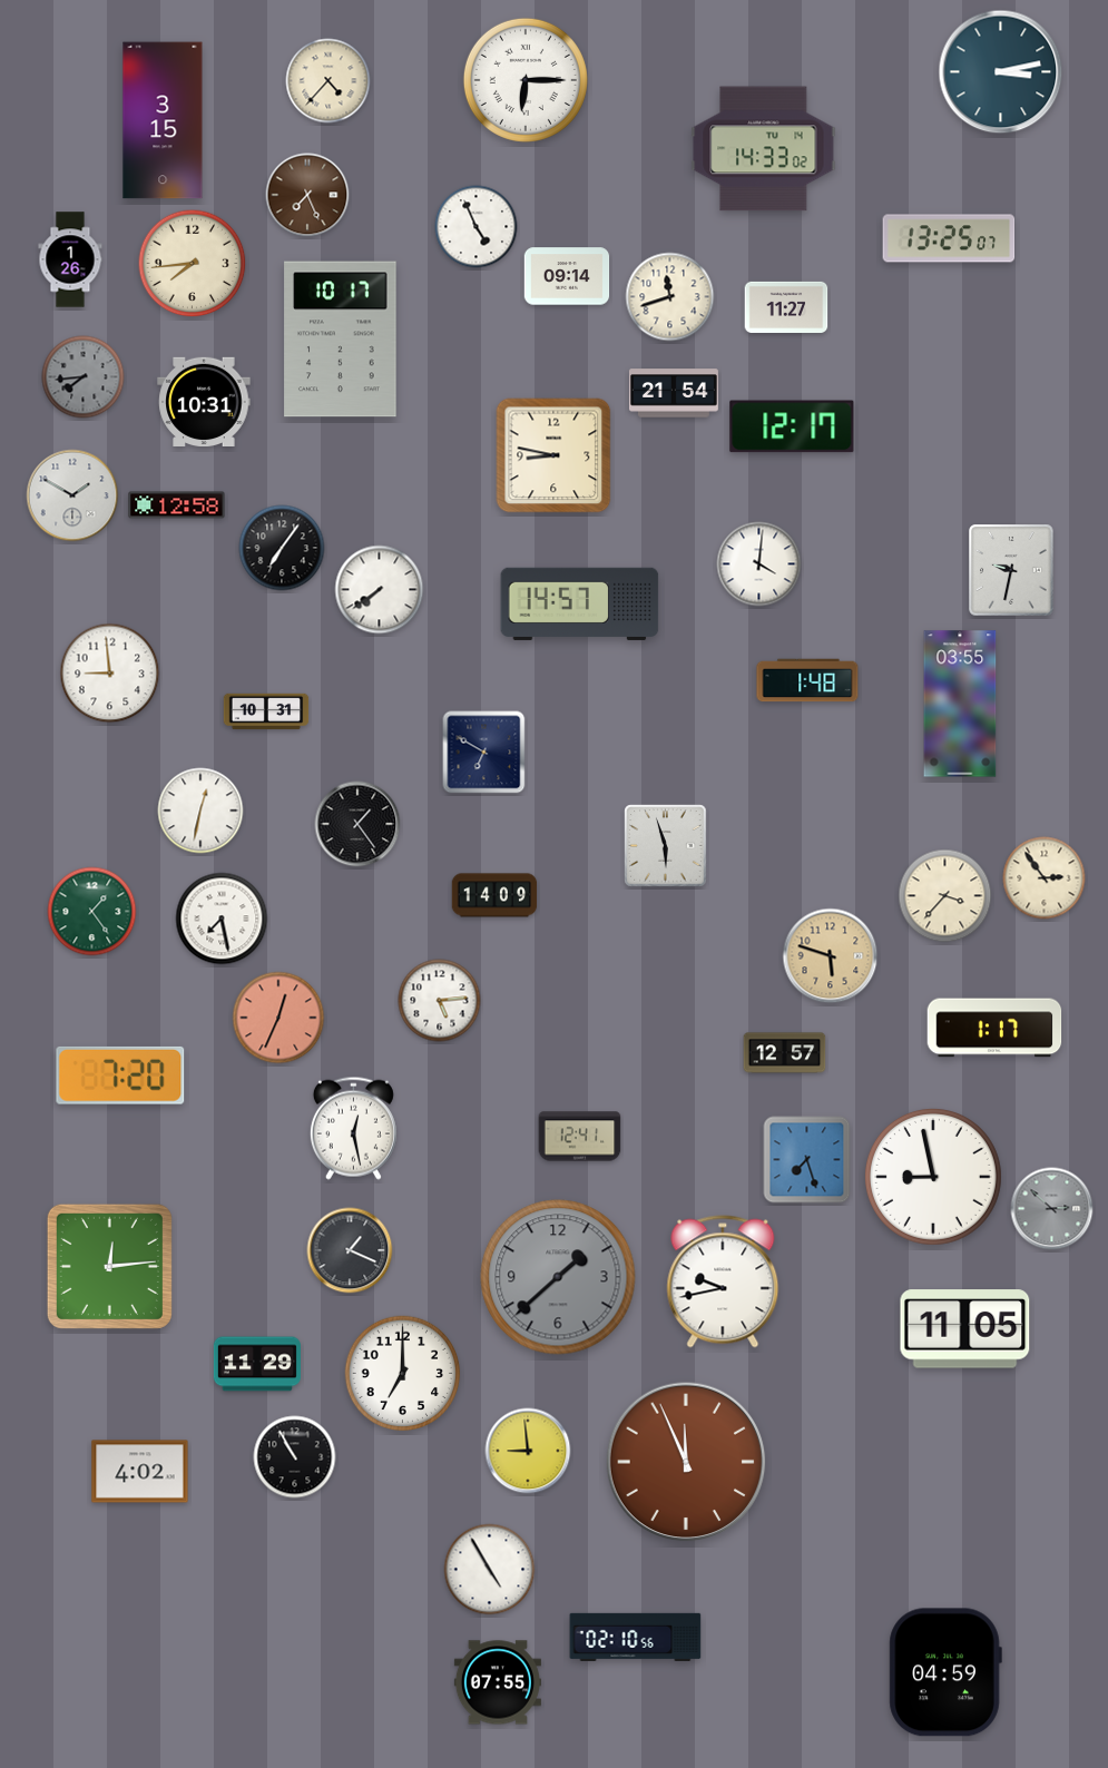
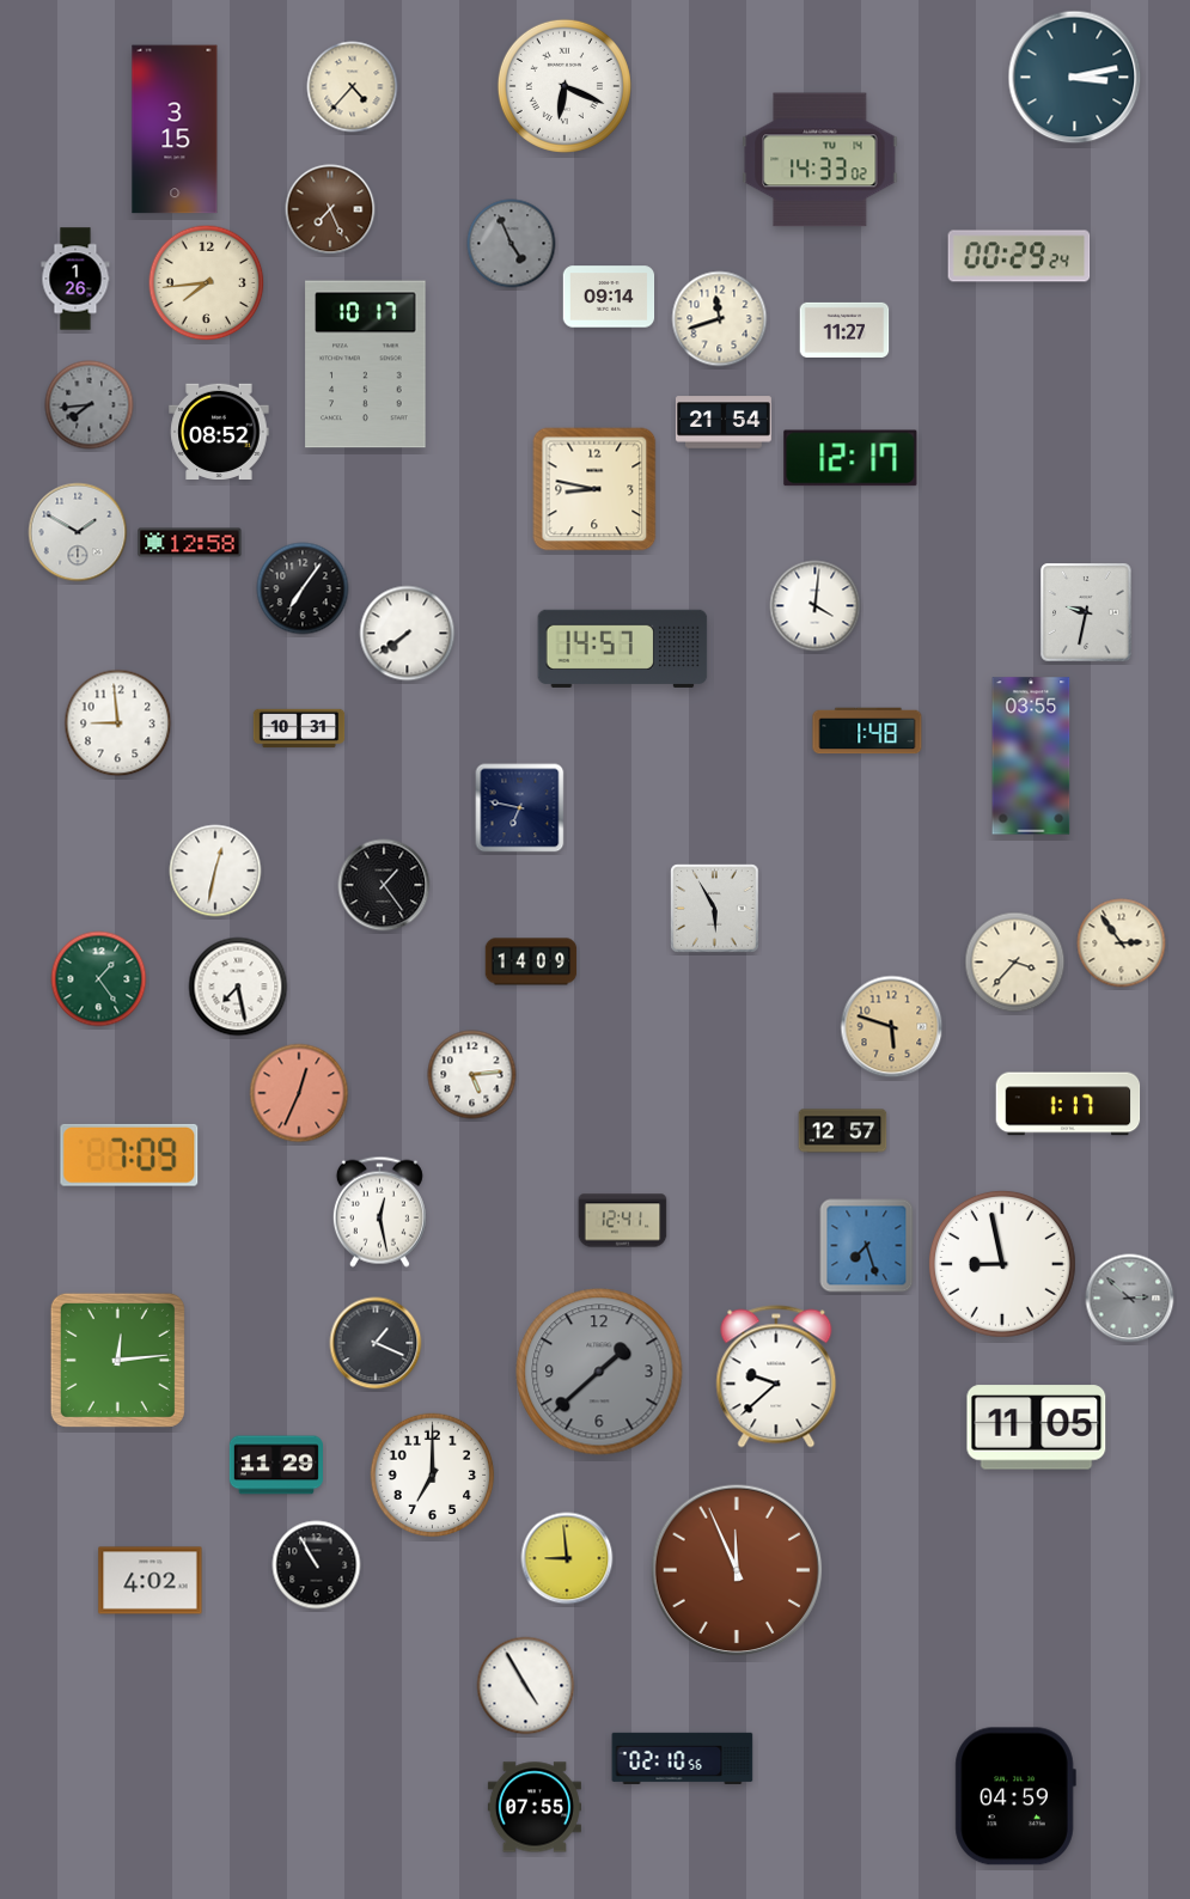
clock at (526, 80): 6:15 -> 6:19
clock at (477, 227) dial: white -> grey
clock at (949, 238): 13:25 -> 00:29
clock at (204, 401): 10:31 -> 08:52
clock at (266, 711) position: (266, 711) -> (299, 728)
clock at (484, 753): 6:50 -> 6:47
clock at (666, 846): 5:57 -> 5:55
clock at (120, 1075): 7:20 -> 7:09
clock at (723, 1281): 9:43 -> 9:38
